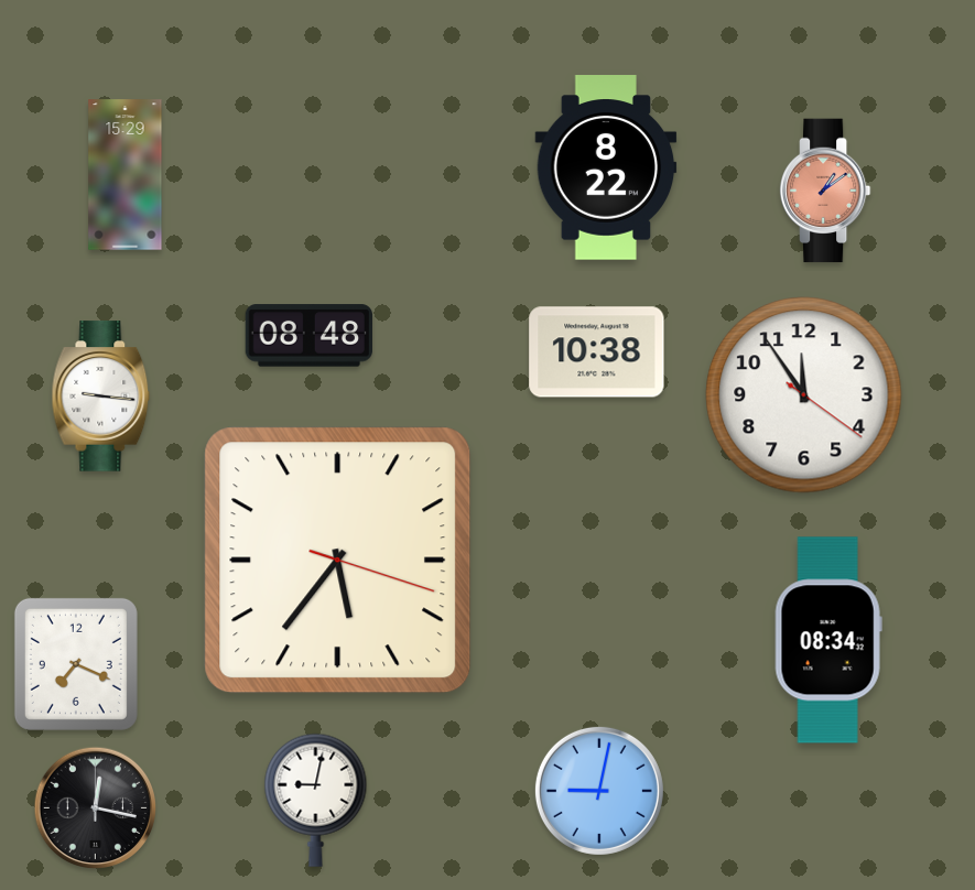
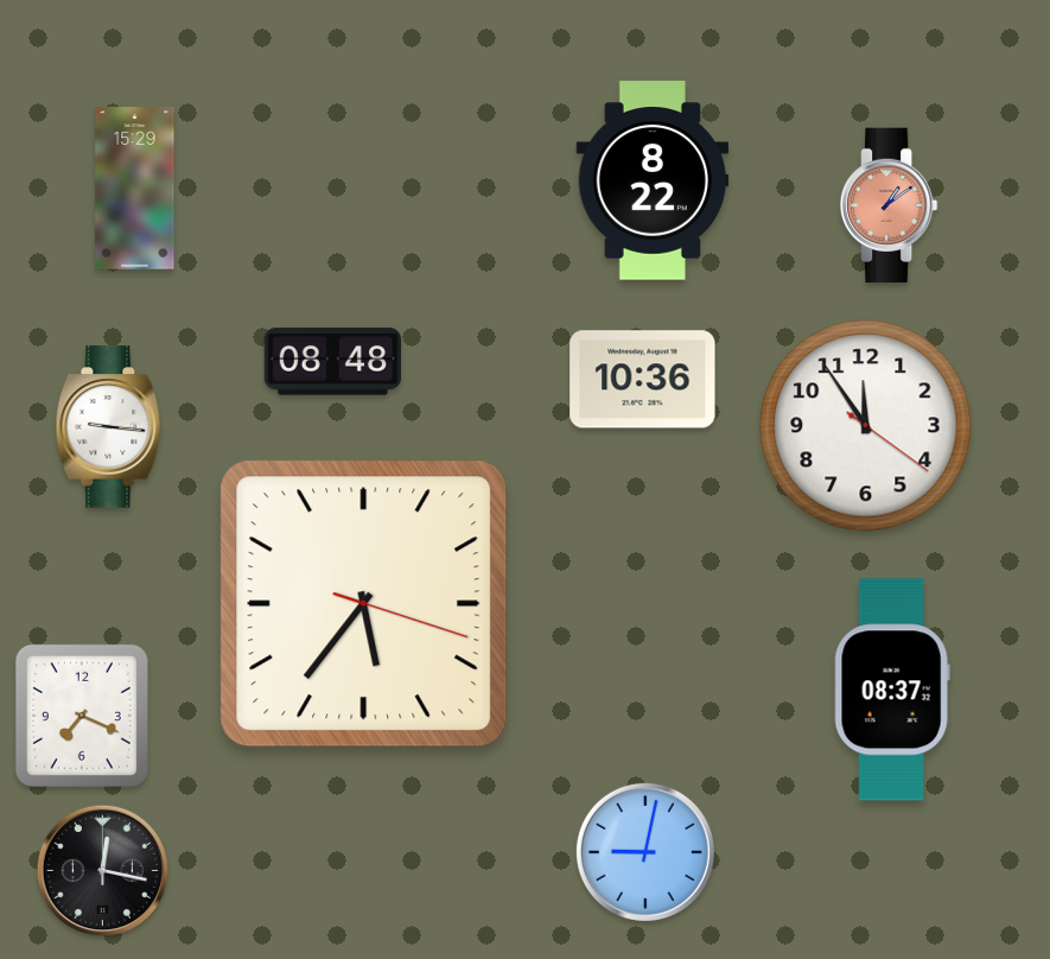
clock at (597, 352): 10:38 -> 10:36
clock at (828, 640): 08:34 -> 08:37
clock at (316, 800): 9:02 -> none
